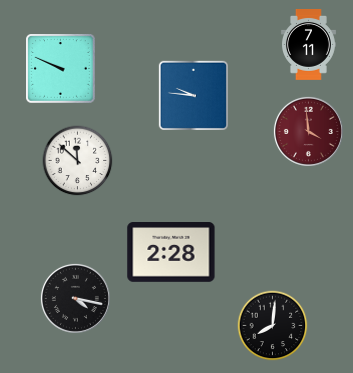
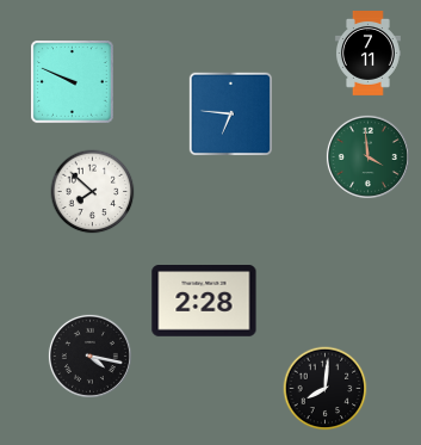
clock at (193, 95): 9:46 -> 6:46
clock at (308, 131) dial: burgundy -> green
clock at (78, 161): 11:52 -> 7:52
